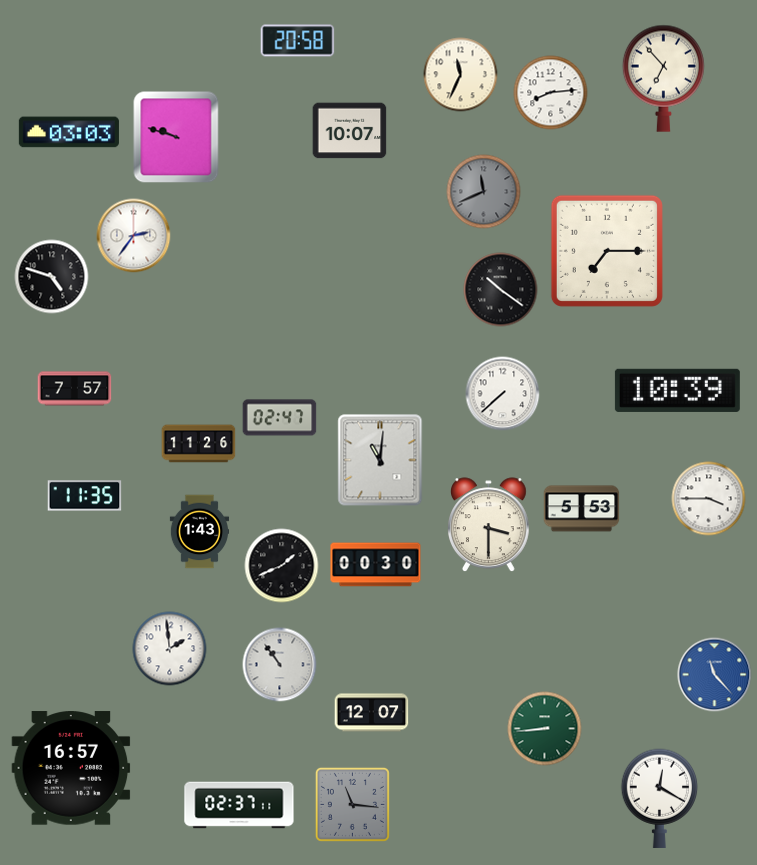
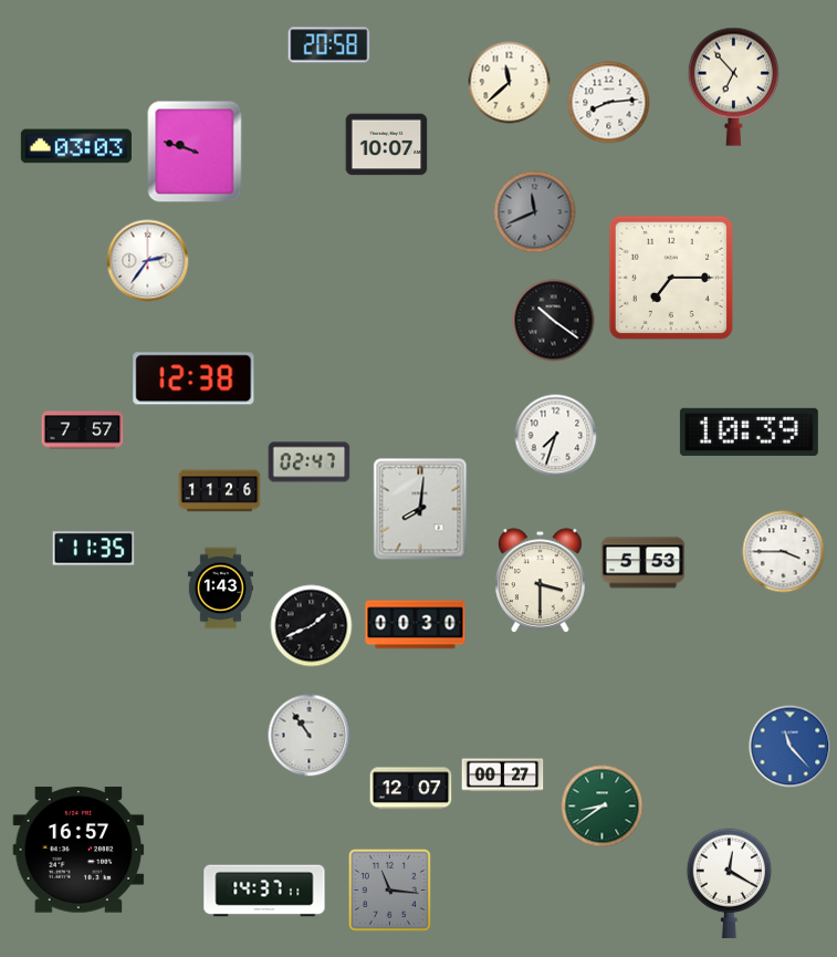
clock at (461, 75): 11:34 -> 11:38
clock at (52, 277): 4:48 -> none
clock at (193, 378): none -> 12:38
clock at (503, 394): 7:38 -> 7:33
clock at (380, 460): 11:01 -> 8:01
clock at (170, 649): 1:59 -> none
clock at (503, 776): none -> 00:27
clock at (545, 729): 8:44 -> 8:39
clock at (239, 805): 02:37 -> 14:37
